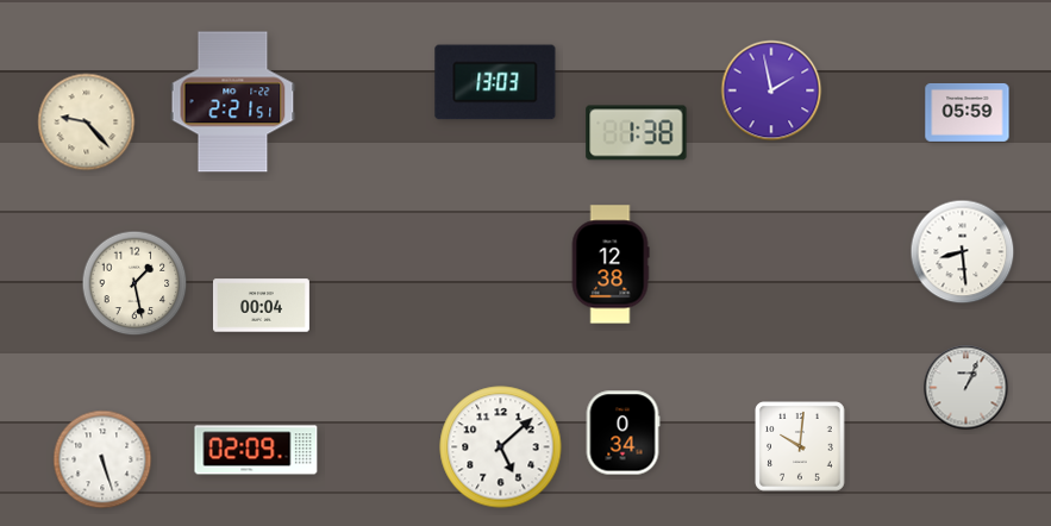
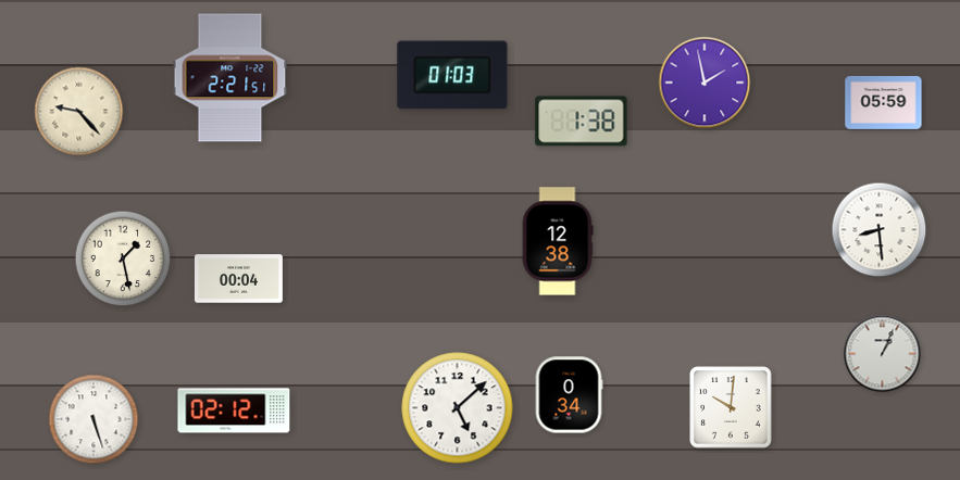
clock at (495, 82): 13:03 -> 01:03
clock at (233, 102) position: (233, 102) -> (230, 78)
clock at (256, 450): 02:09 -> 02:12
